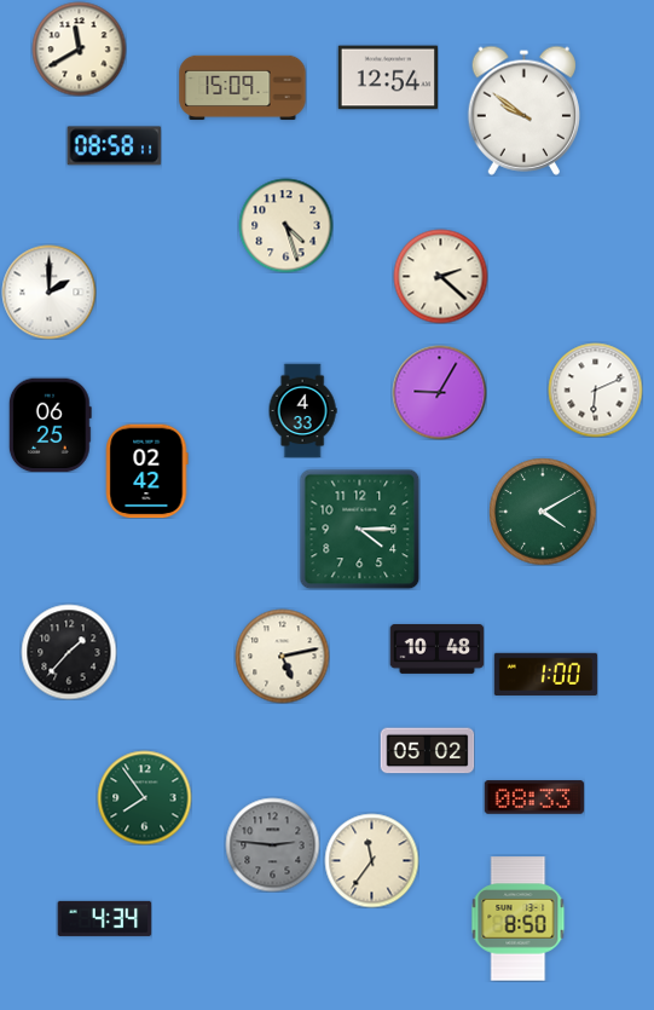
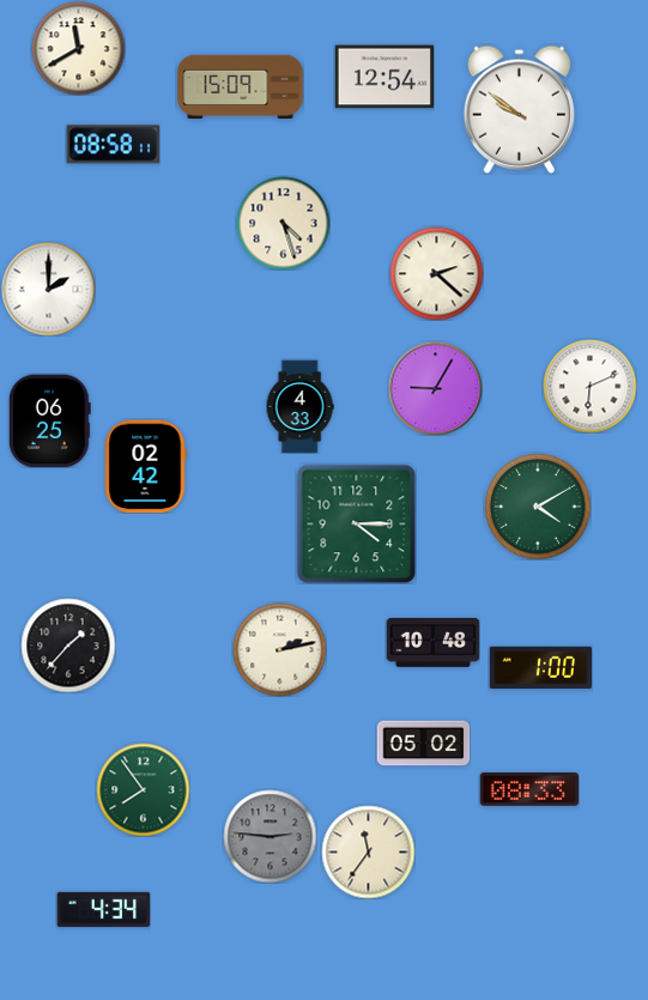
clock at (282, 656): 5:13 -> 2:13
clock at (519, 919): 8:50 -> none
